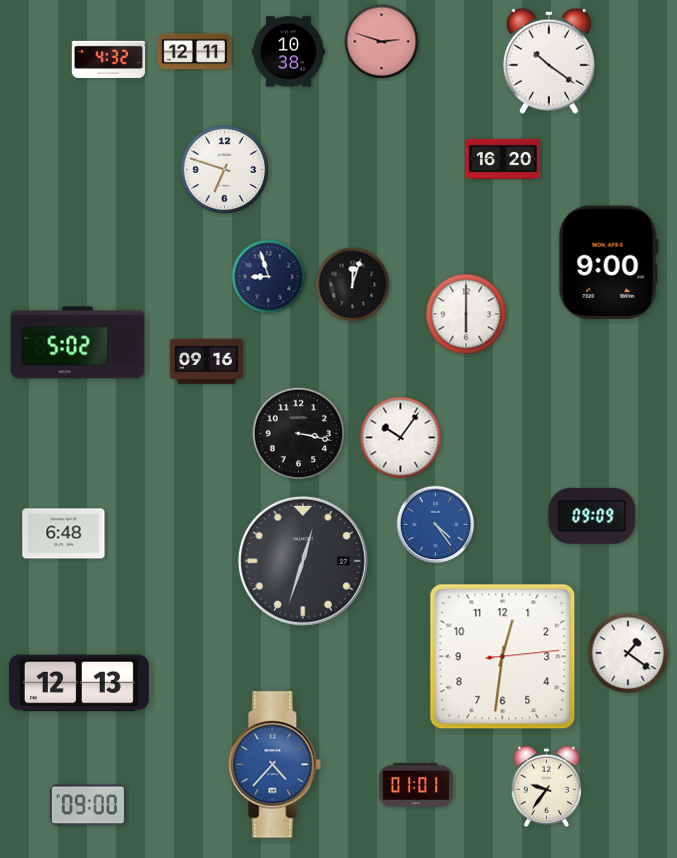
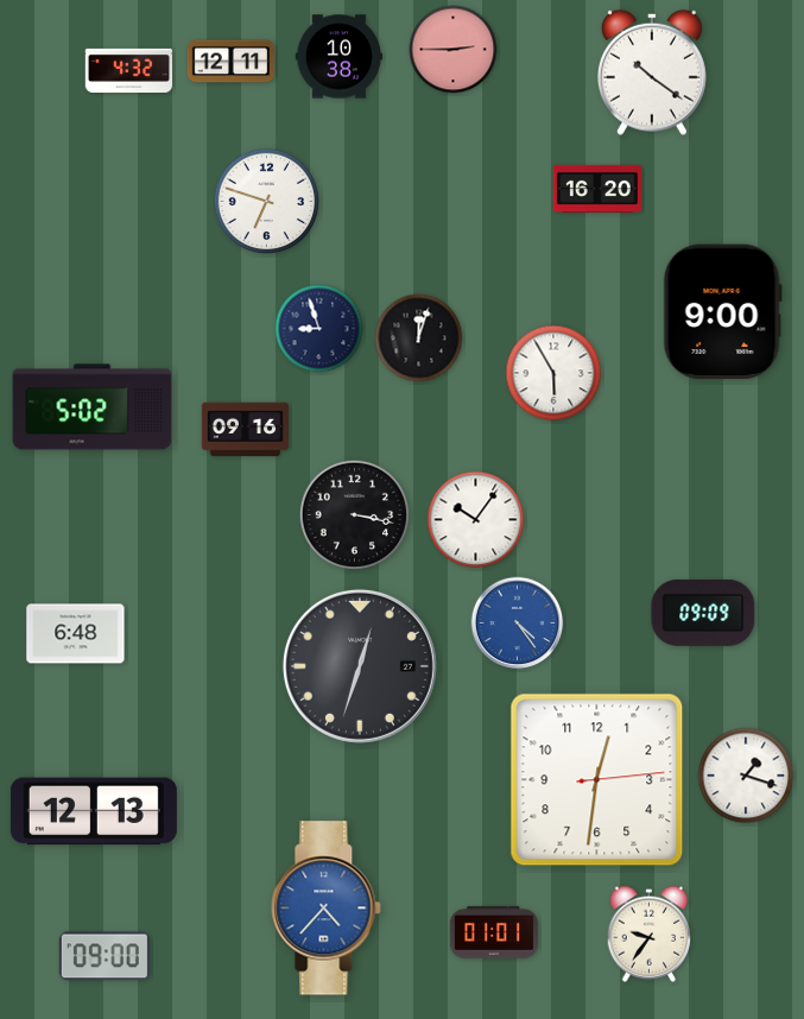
clock at (382, 42): 2:48 -> 2:45
clock at (288, 52) position: (288, 52) -> (338, 57)
clock at (466, 314): 6:00 -> 5:55
clock at (628, 653): 1:21 -> 1:18
